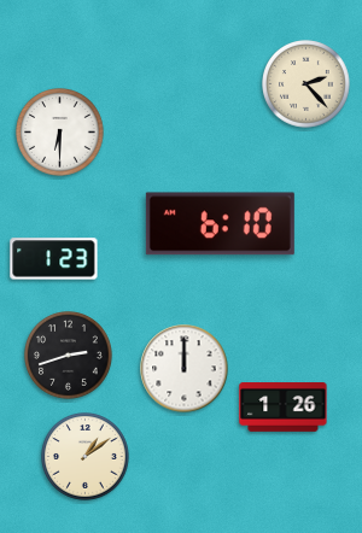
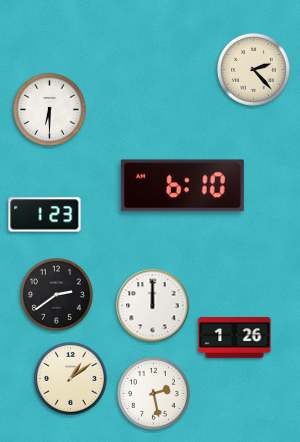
clock at (69, 356): 2:42 -> 2:39
clock at (154, 394): none -> 2:28
